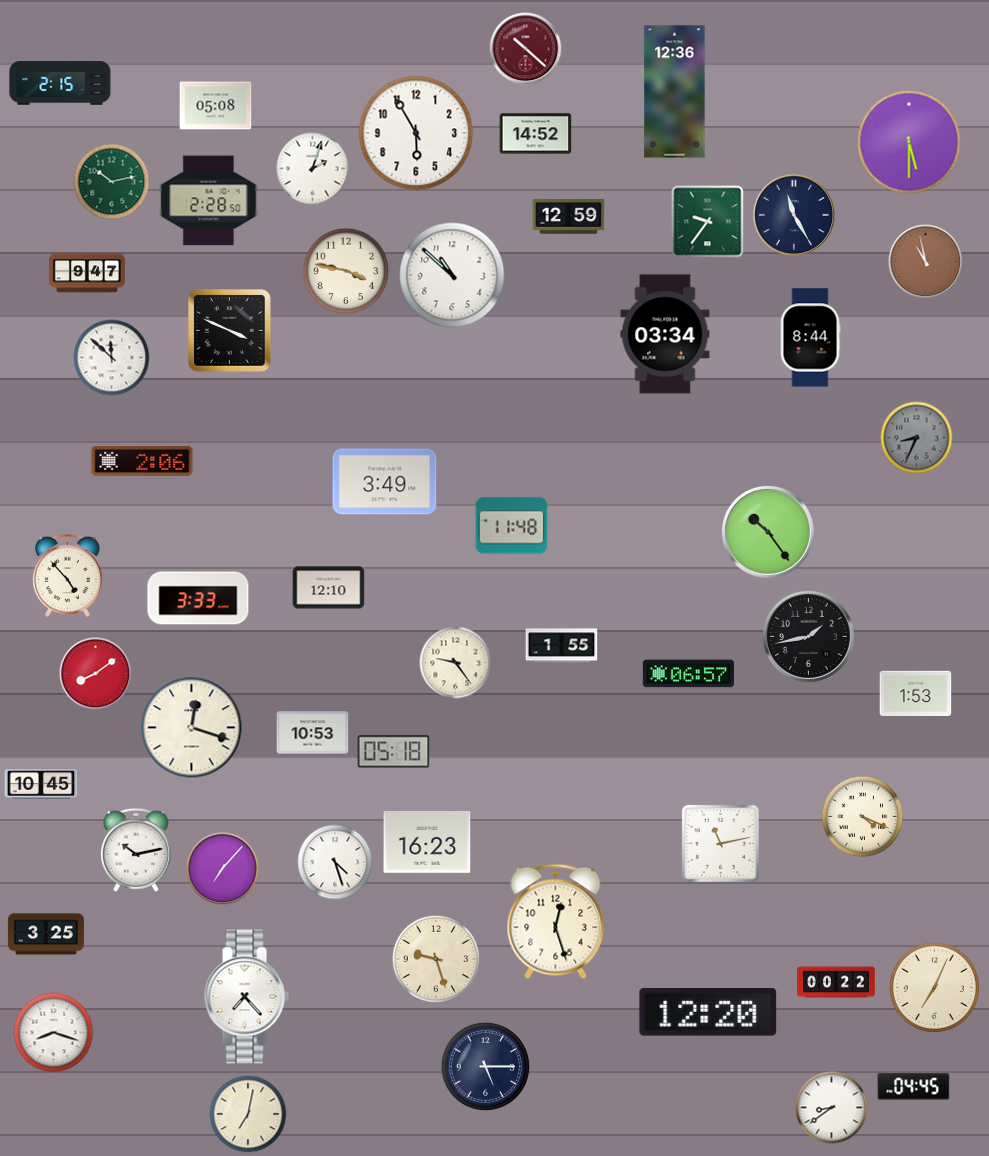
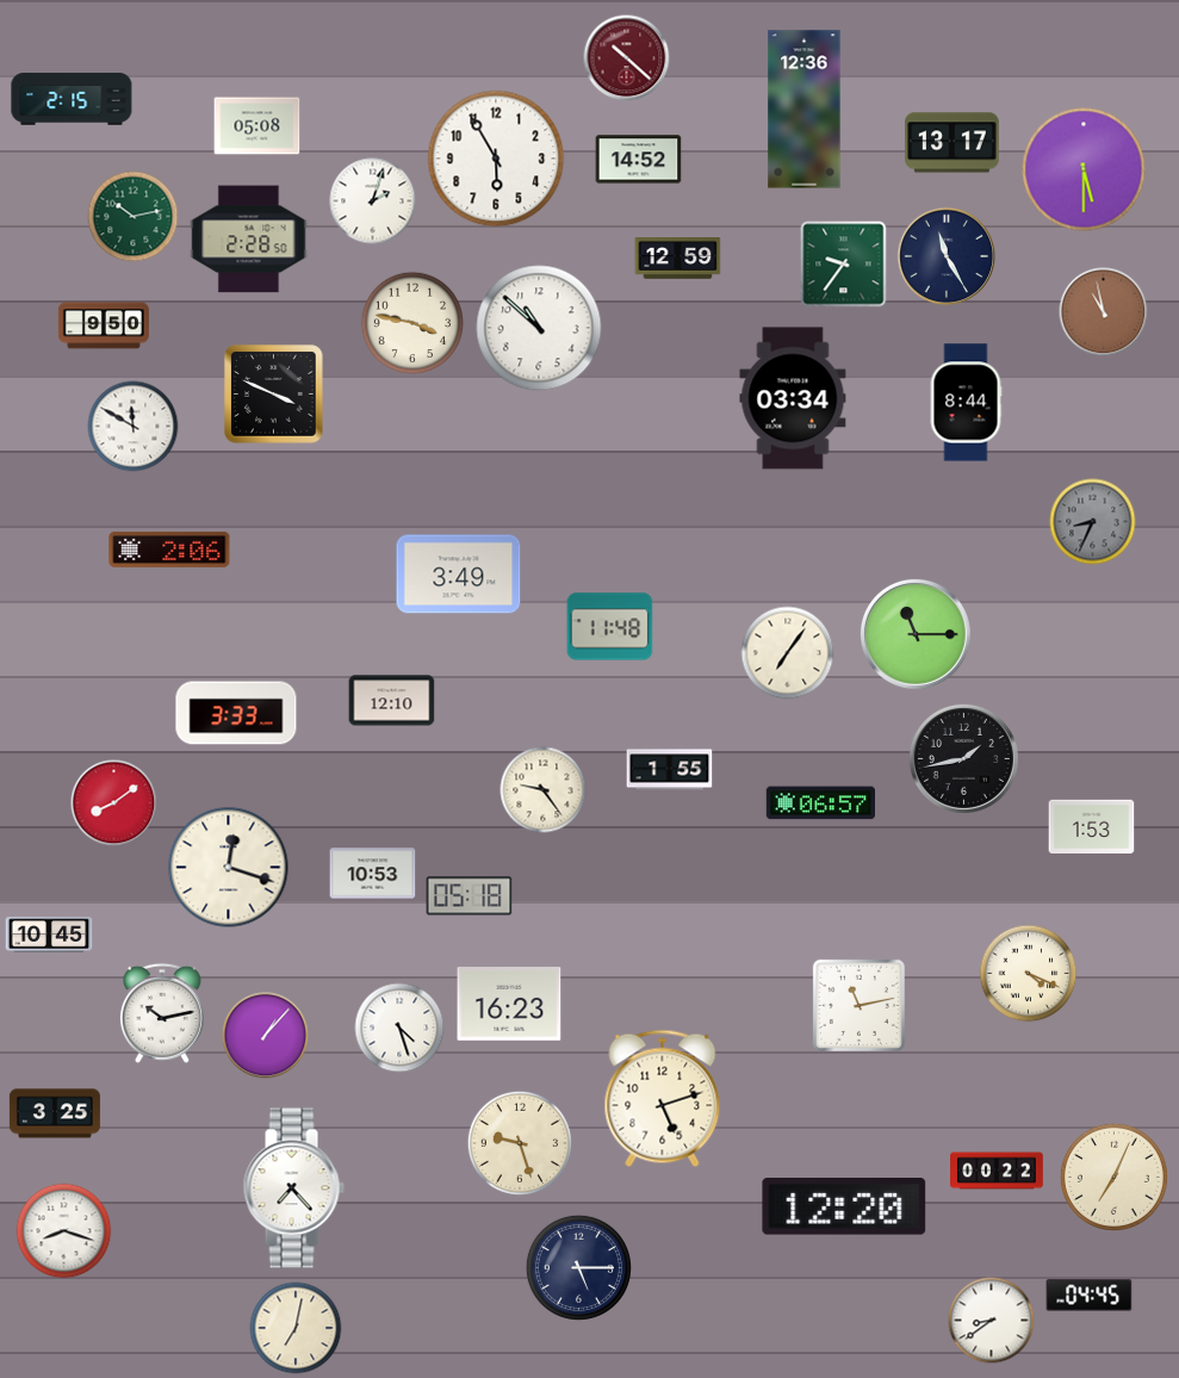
clock at (952, 143): none -> 13:17
clock at (87, 273): 9:47 -> 9:50
clock at (112, 358): 11:52 -> 11:50
clock at (768, 532): 10:24 -> 11:15
clock at (788, 653): none -> 7:06
clock at (67, 575): 4:53 -> none
clock at (223, 869): 7:07 -> 1:07
clock at (556, 922): 12:27 -> 5:12
clock at (485, 1066) position: (485, 1066) -> (578, 1267)
